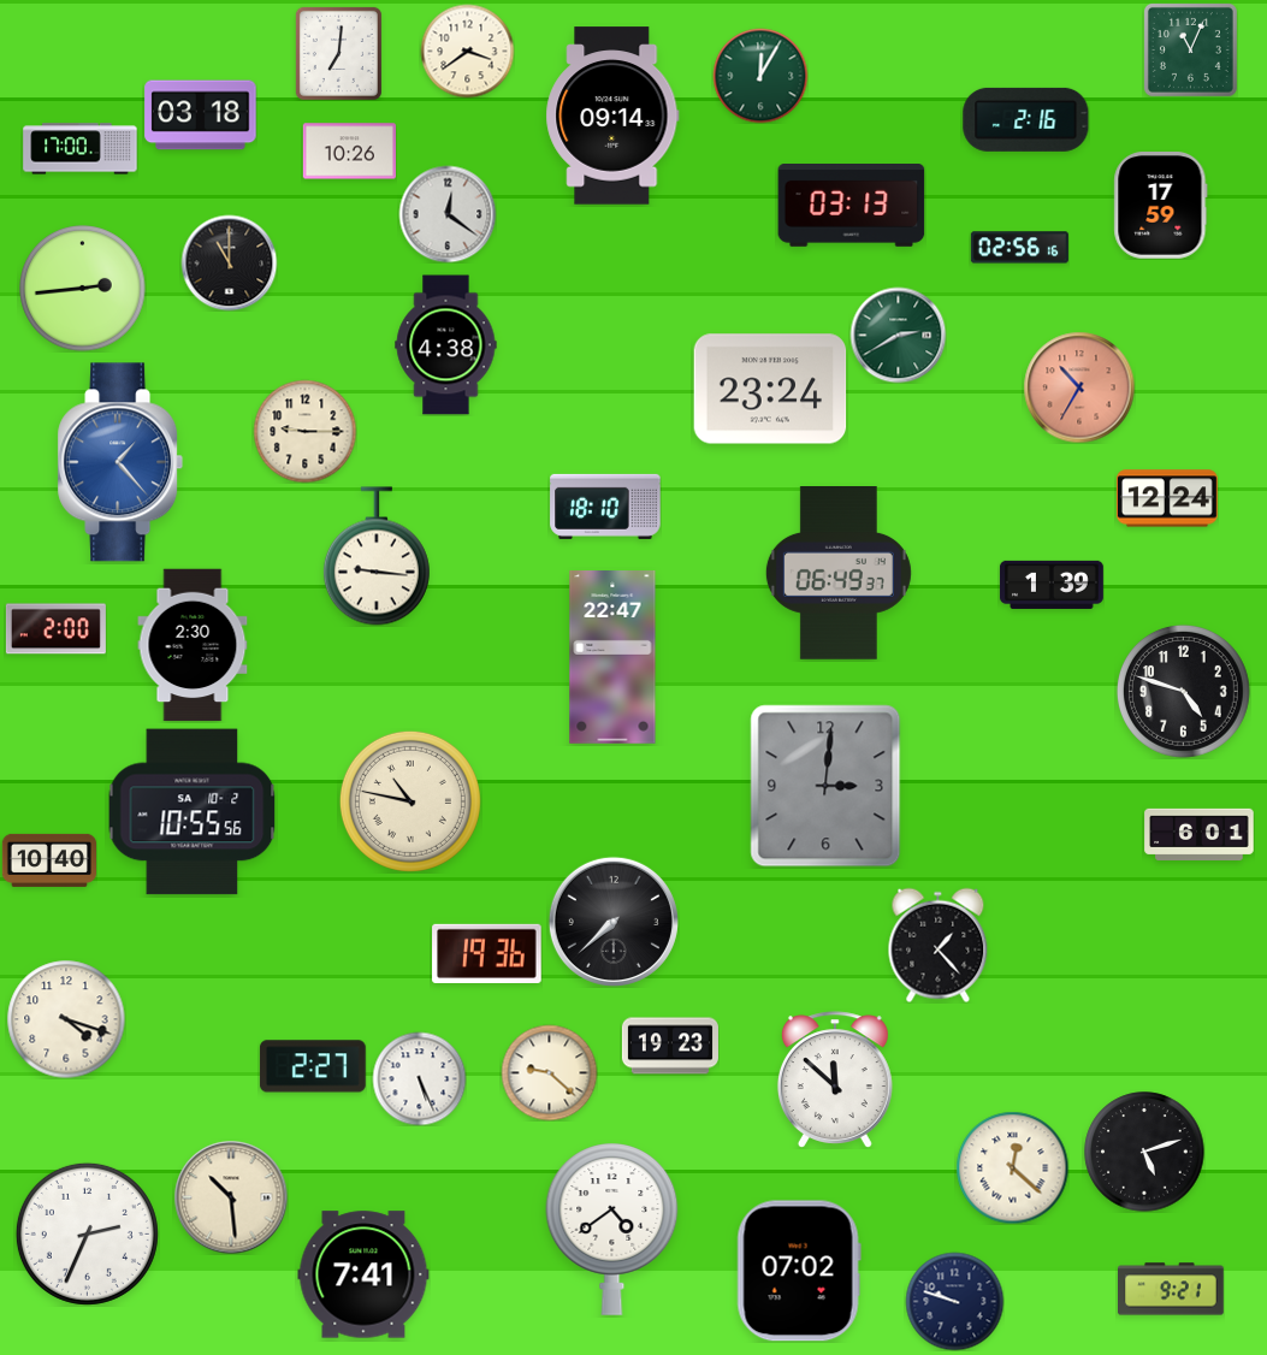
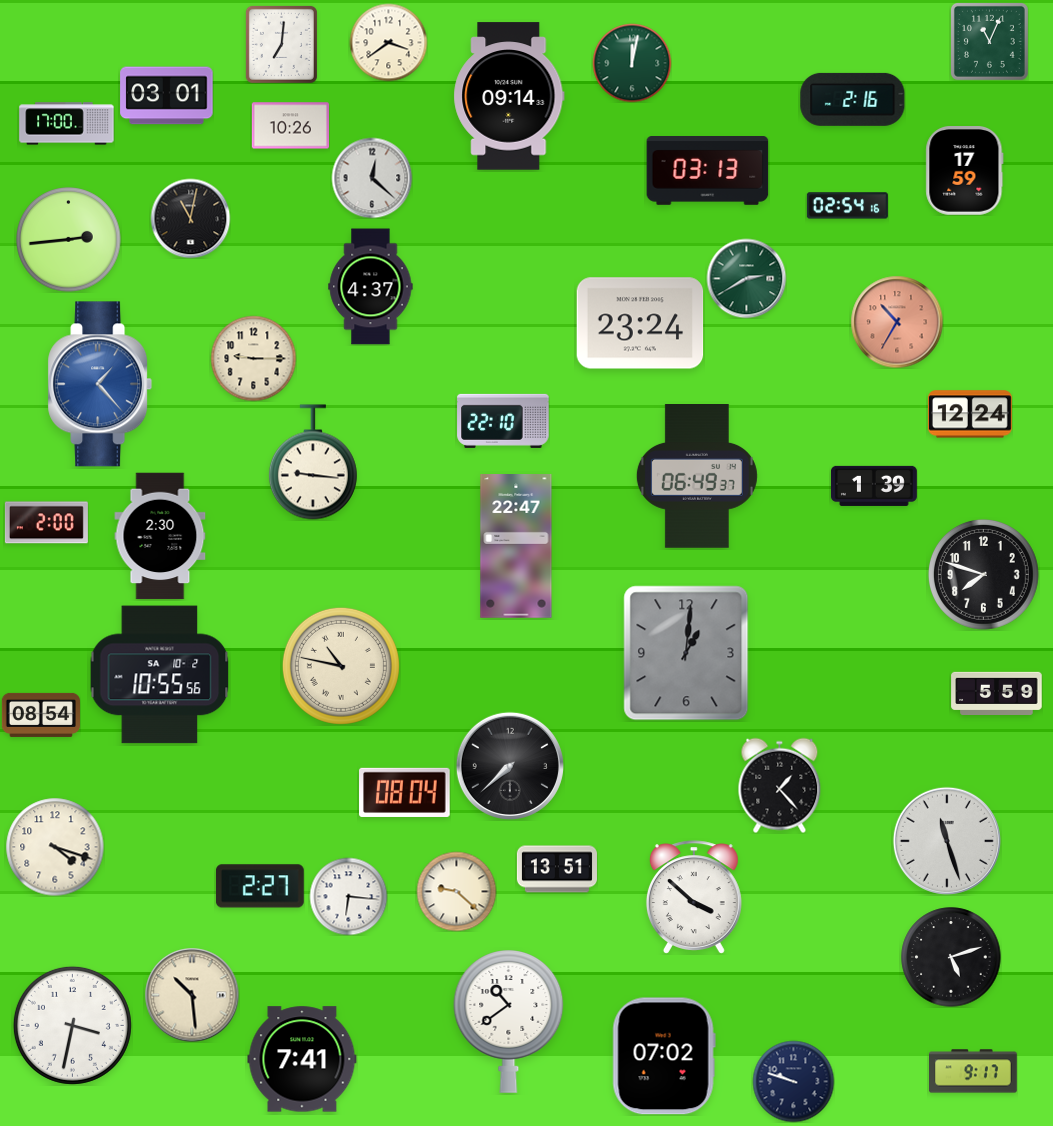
clock at (760, 76): 12:05 -> 12:02
clock at (201, 116): 03:18 -> 03:01
clock at (448, 214): 12:21 -> 12:22
clock at (1019, 248): 02:56 -> 02:54
clock at (229, 262): 11:00 -> 11:02
clock at (446, 345): 4:38 -> 4:37
clock at (605, 507): 18:10 -> 22:10
clock at (612, 657) position: (612, 657) -> (516, 546)
clock at (1183, 691): 4:48 -> 7:48
clock at (825, 786): 3:01 -> 1:01
clock at (1200, 834): 6:01 -> 5:59
clock at (48, 860): 10:40 -> 08:54
clock at (487, 953): 19:36 -> 08:04
clock at (947, 841): none -> 11:27
clock at (670, 1046): 19:23 -> 13:51
clock at (419, 1078): 5:26 -> 6:16
clock at (835, 1079): 11:52 -> 3:52
clock at (1012, 1167): 12:22 -> none
clock at (612, 1229): 4:39 -> 10:39
clock at (87, 1233): 2:34 -> 3:32
clock at (1172, 1289): 9:21 -> 9:17
